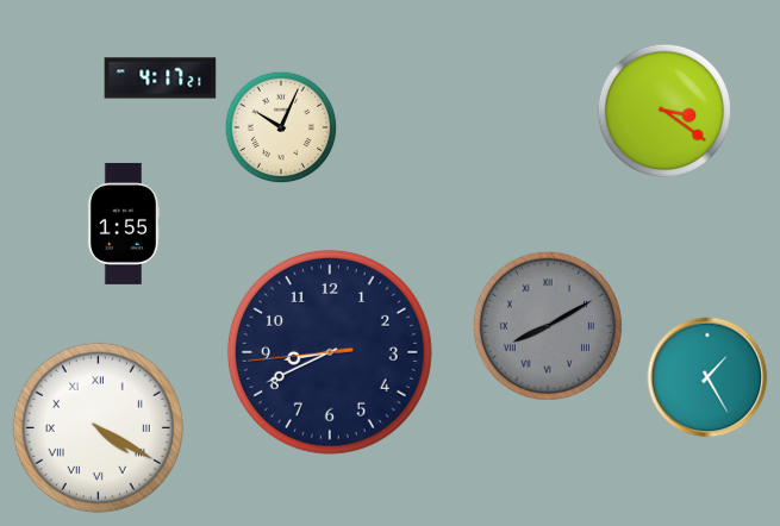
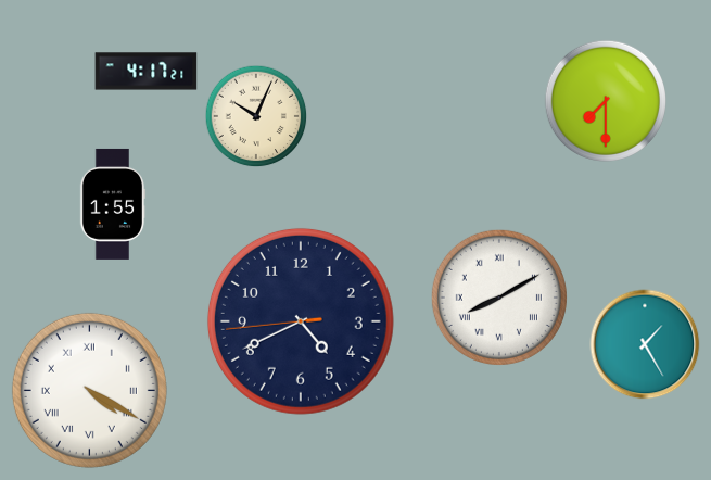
clock at (664, 111): 3:21 -> 7:30
clock at (548, 326) dial: grey -> white
clock at (330, 352): 8:40 -> 4:40
